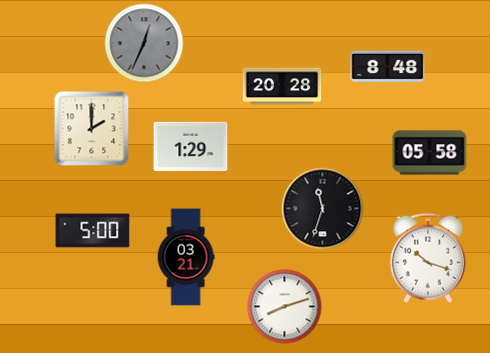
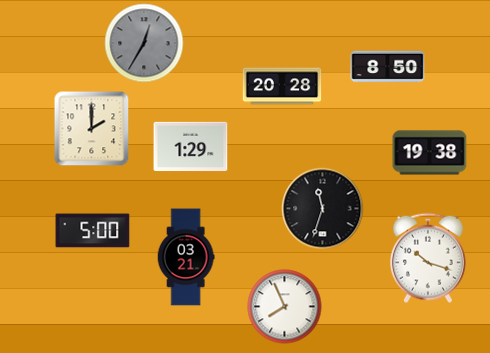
clock at (144, 43): 12:34 -> 12:35
clock at (388, 67): 8:48 -> 8:50
clock at (430, 153): 05:58 -> 19:38
clock at (285, 307): 8:12 -> 7:56
